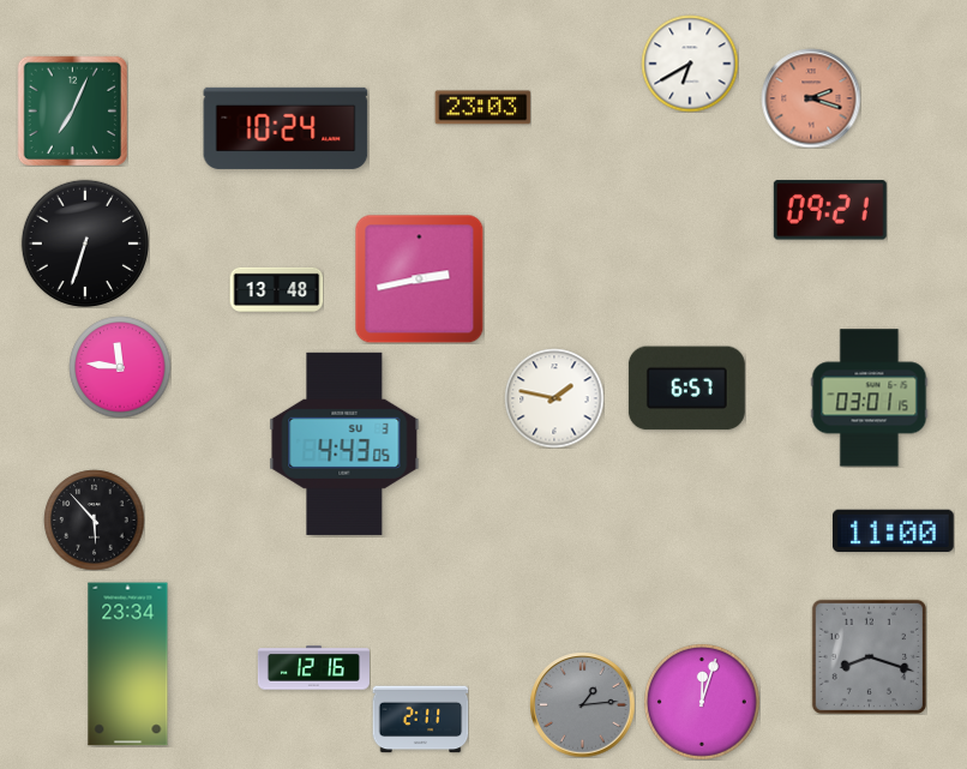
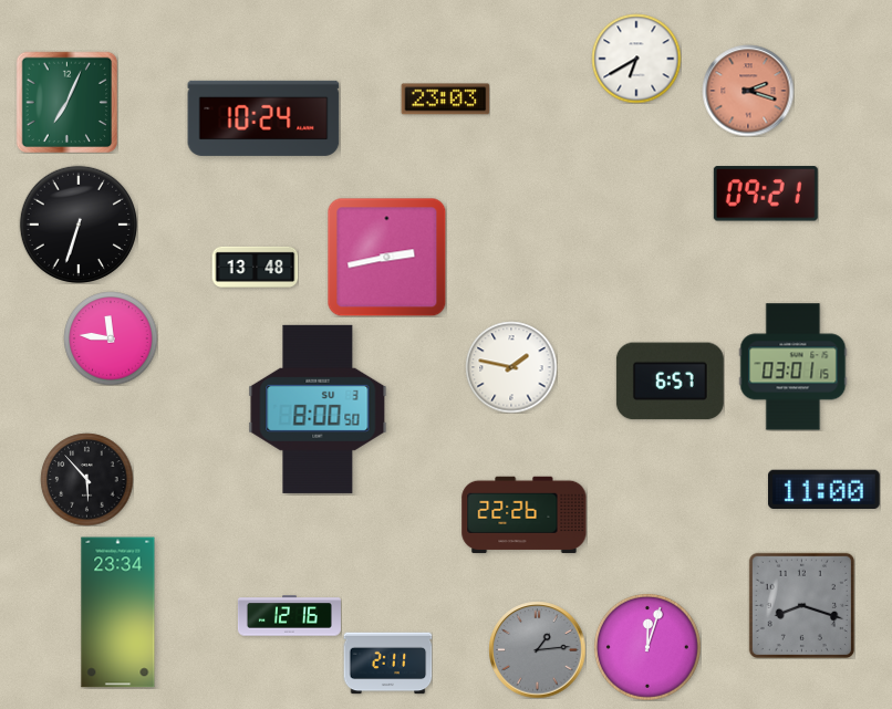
clock at (686, 389) position: (686, 389) -> (670, 382)
clock at (870, 398) position: (870, 398) -> (794, 367)
clock at (344, 444): 4:43 -> 8:00
clock at (525, 515): none -> 22:26
